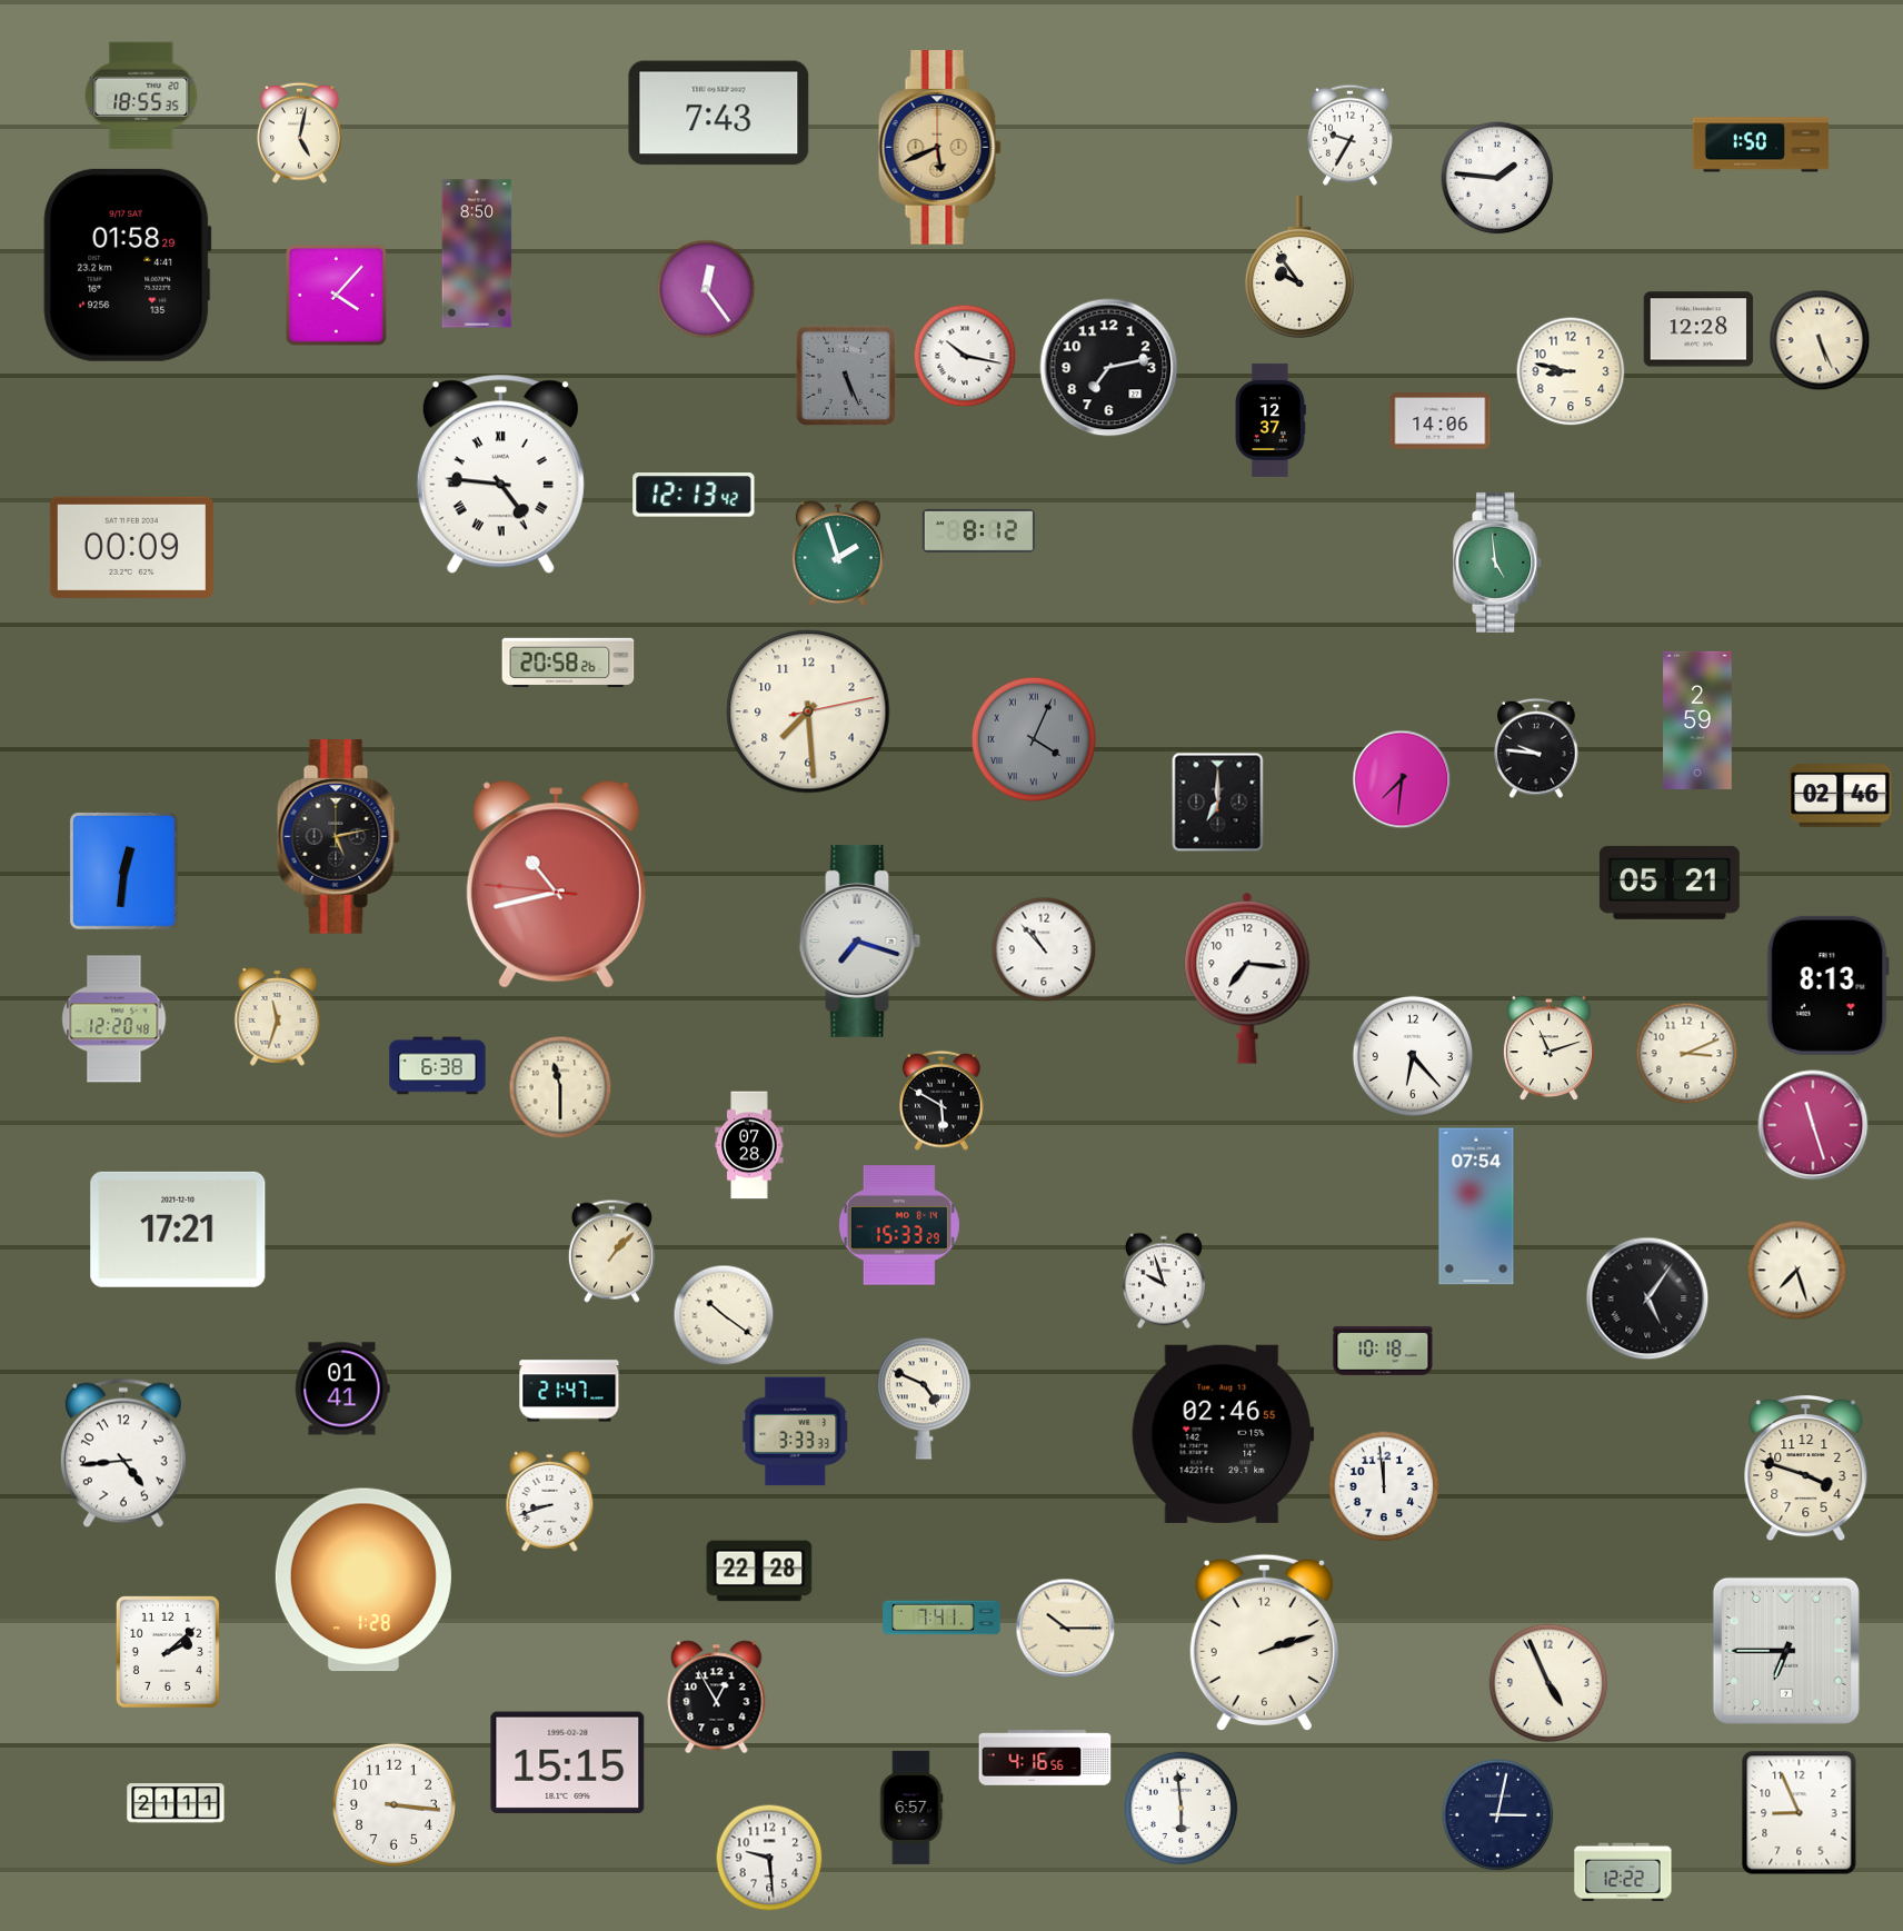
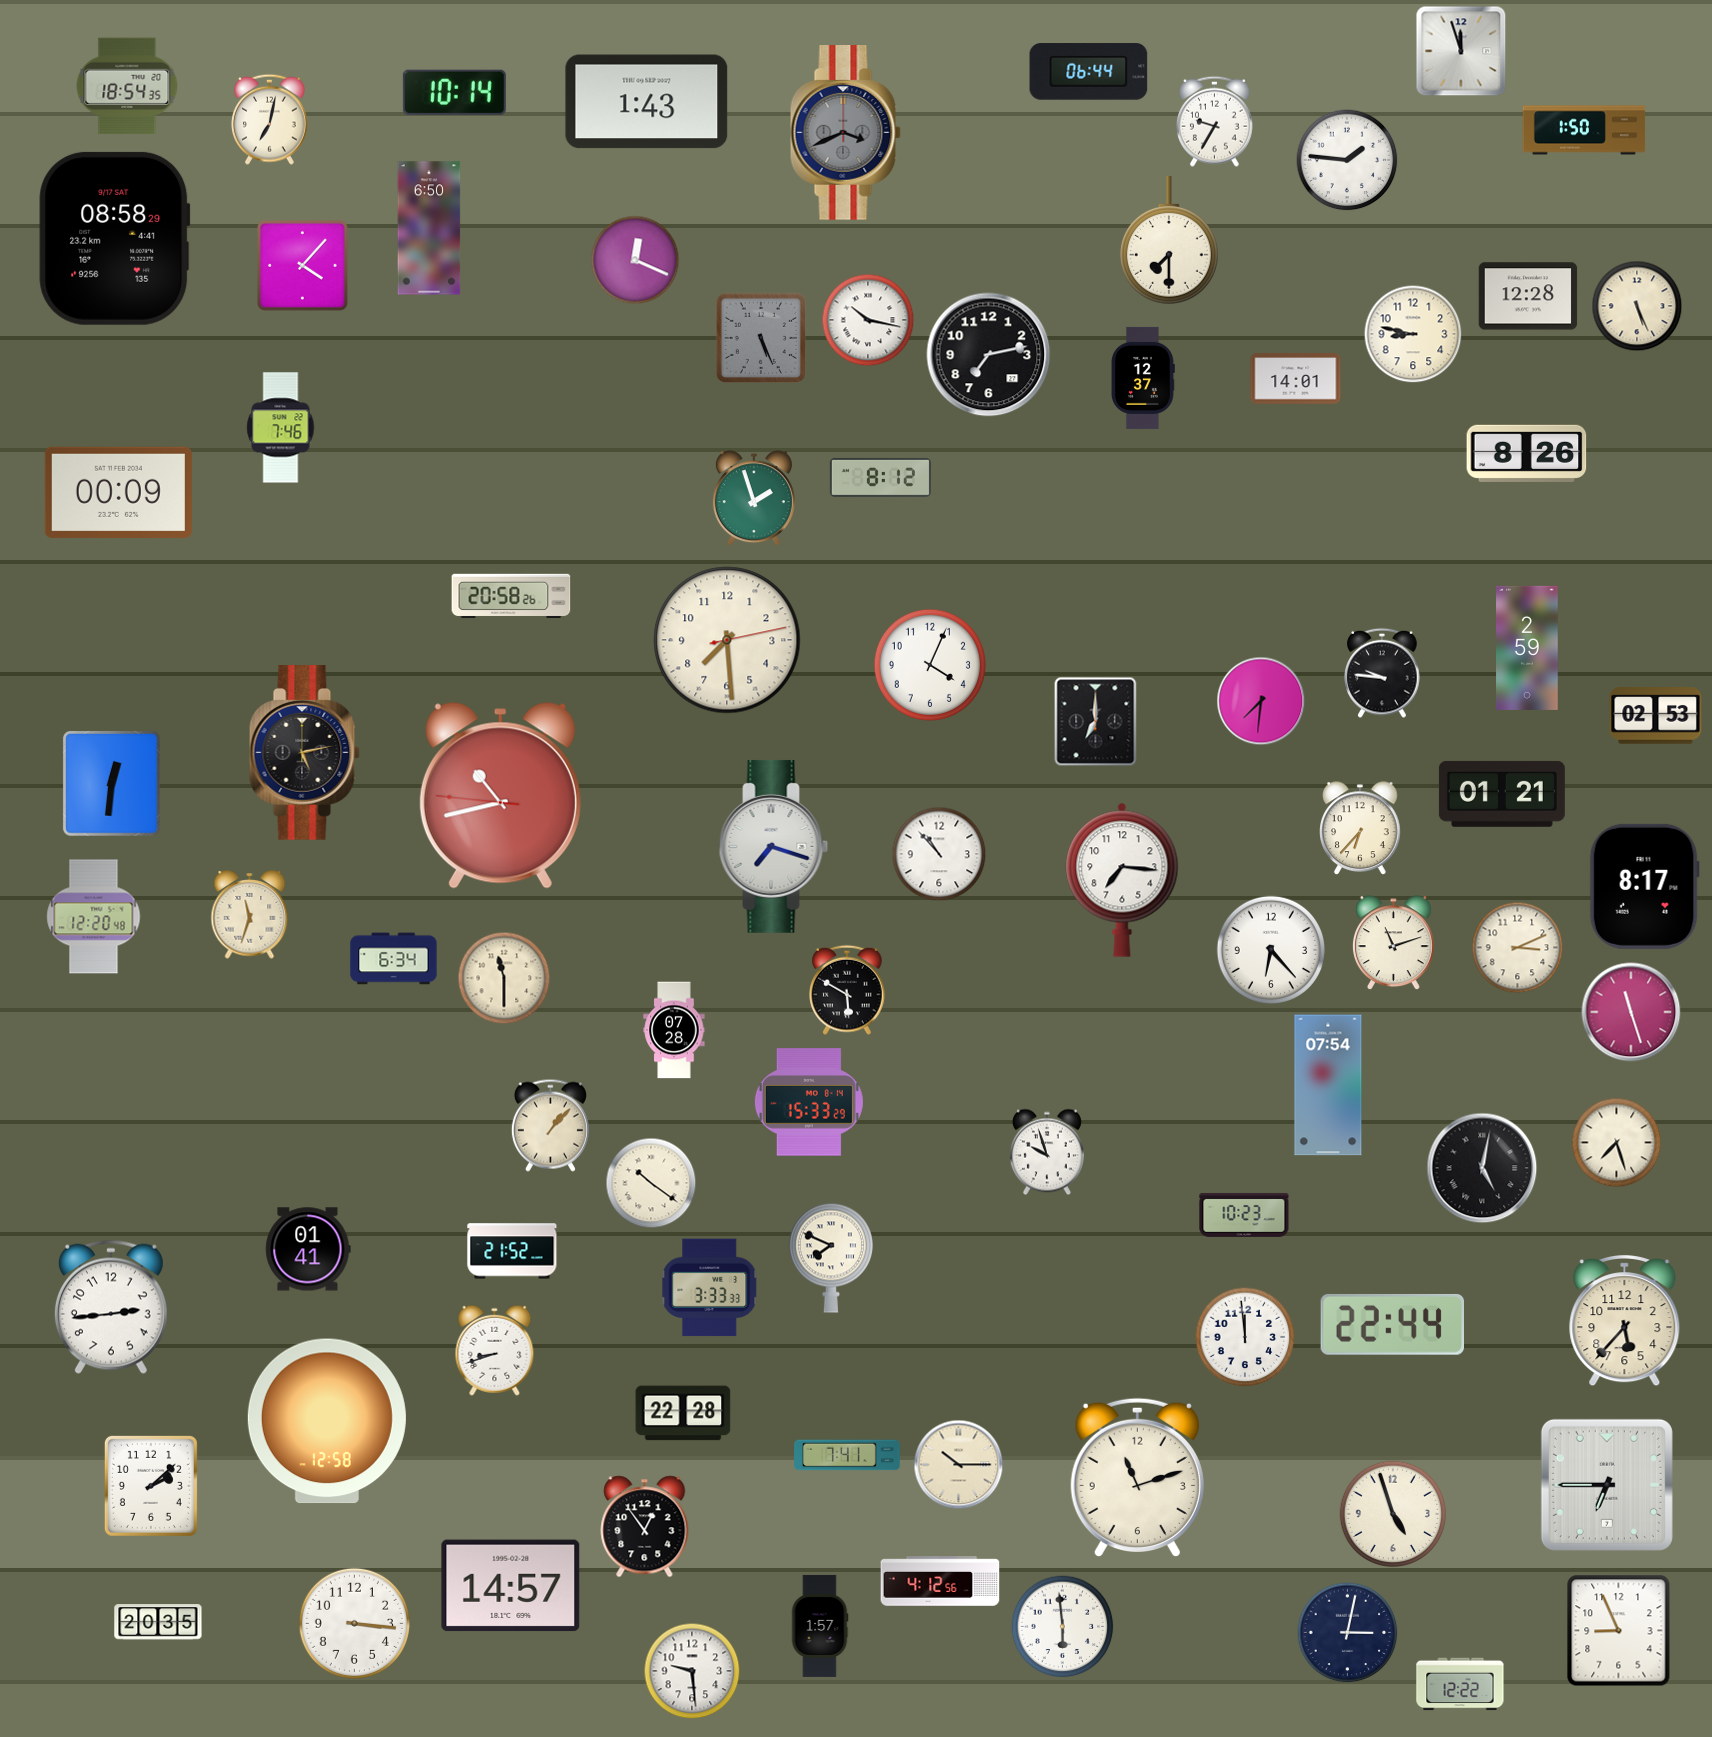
clock at (1461, 51): none -> 11:57
clock at (1089, 72): none -> 06:44
clock at (141, 96): 18:55 -> 18:54
clock at (454, 92): none -> 10:14
clock at (719, 113): 7:43 -> 1:43
clock at (300, 132): 5:02 -> 7:02
clock at (939, 148): 5:41 -> 3:41
clock at (939, 148) dial: champagne -> grey
clock at (477, 253): 8:50 -> 6:50
clock at (128, 265): 01:58 -> 08:58
clock at (1299, 268): 9:54 -> 7:30
clock at (706, 289): 12:24 -> 12:19
clock at (1109, 368) position: (1109, 368) -> (989, 355)
clock at (1441, 421): 14:06 -> 14:01
clock at (500, 475): 4:46 -> none
clock at (281, 428): none -> 7:46
clock at (694, 495): 12:13 -> none
clock at (1527, 453): none -> 8:26
clock at (1498, 563): 4:59 -> none
clock at (1034, 739) dial: grey -> white
clock at (1034, 739) numerals: Roman -> Arabic
clock at (1841, 796): 02:46 -> 02:53
clock at (1670, 883): 05:21 -> 01:21
clock at (1360, 828): none -> 6:37
clock at (1827, 985): 8:13 -> 8:17
clock at (114, 1019) position: (114, 1019) -> (94, 917)
clock at (438, 1066): 6:38 -> 6:34
clock at (178, 1230): 17:21 -> none
clock at (1647, 1298): 5:06 -> 5:02
clock at (1383, 1351): 10:18 -> 10:23
clock at (569, 1391): 21:47 -> 21:52
clock at (924, 1399): 4:49 -> 7:49
clock at (796, 1432) position: (796, 1432) -> (710, 1288)
clock at (1223, 1434): 02:46 -> none
clock at (123, 1453): 4:44 -> 2:44
clock at (1806, 1470): 3:48 -> 5:37
clock at (1392, 1324): none -> 22:44
clock at (363, 1580): 1:28 -> 12:58
clock at (1264, 1643): 2:12 -> 11:12
clock at (1548, 1683): 4:56 -> 4:57
clock at (717, 1698): 12:55 -> 12:54
clock at (1045, 1758): 4:16 -> 4:12
clock at (568, 1763): 15:15 -> 14:57
clock at (176, 1803): 21:11 -> 20:35
clock at (911, 1808): 6:57 -> 1:57
